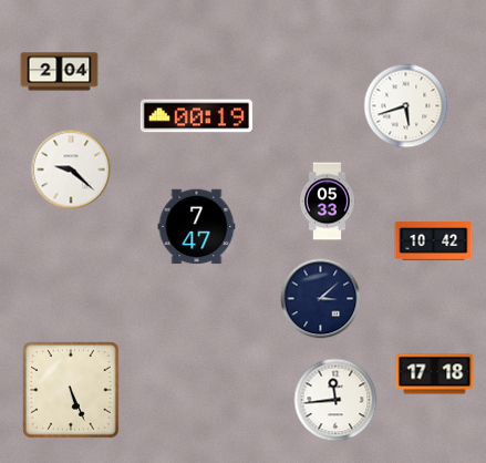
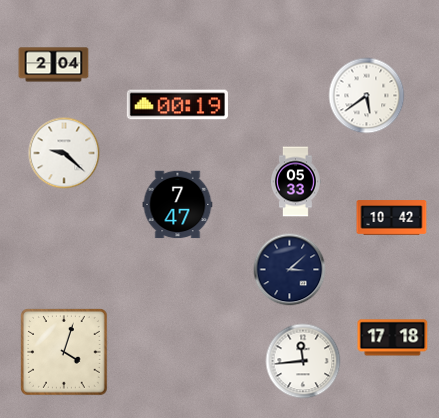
clock at (406, 106): 5:42 -> 5:39
clock at (72, 391): 5:26 -> 4:03
